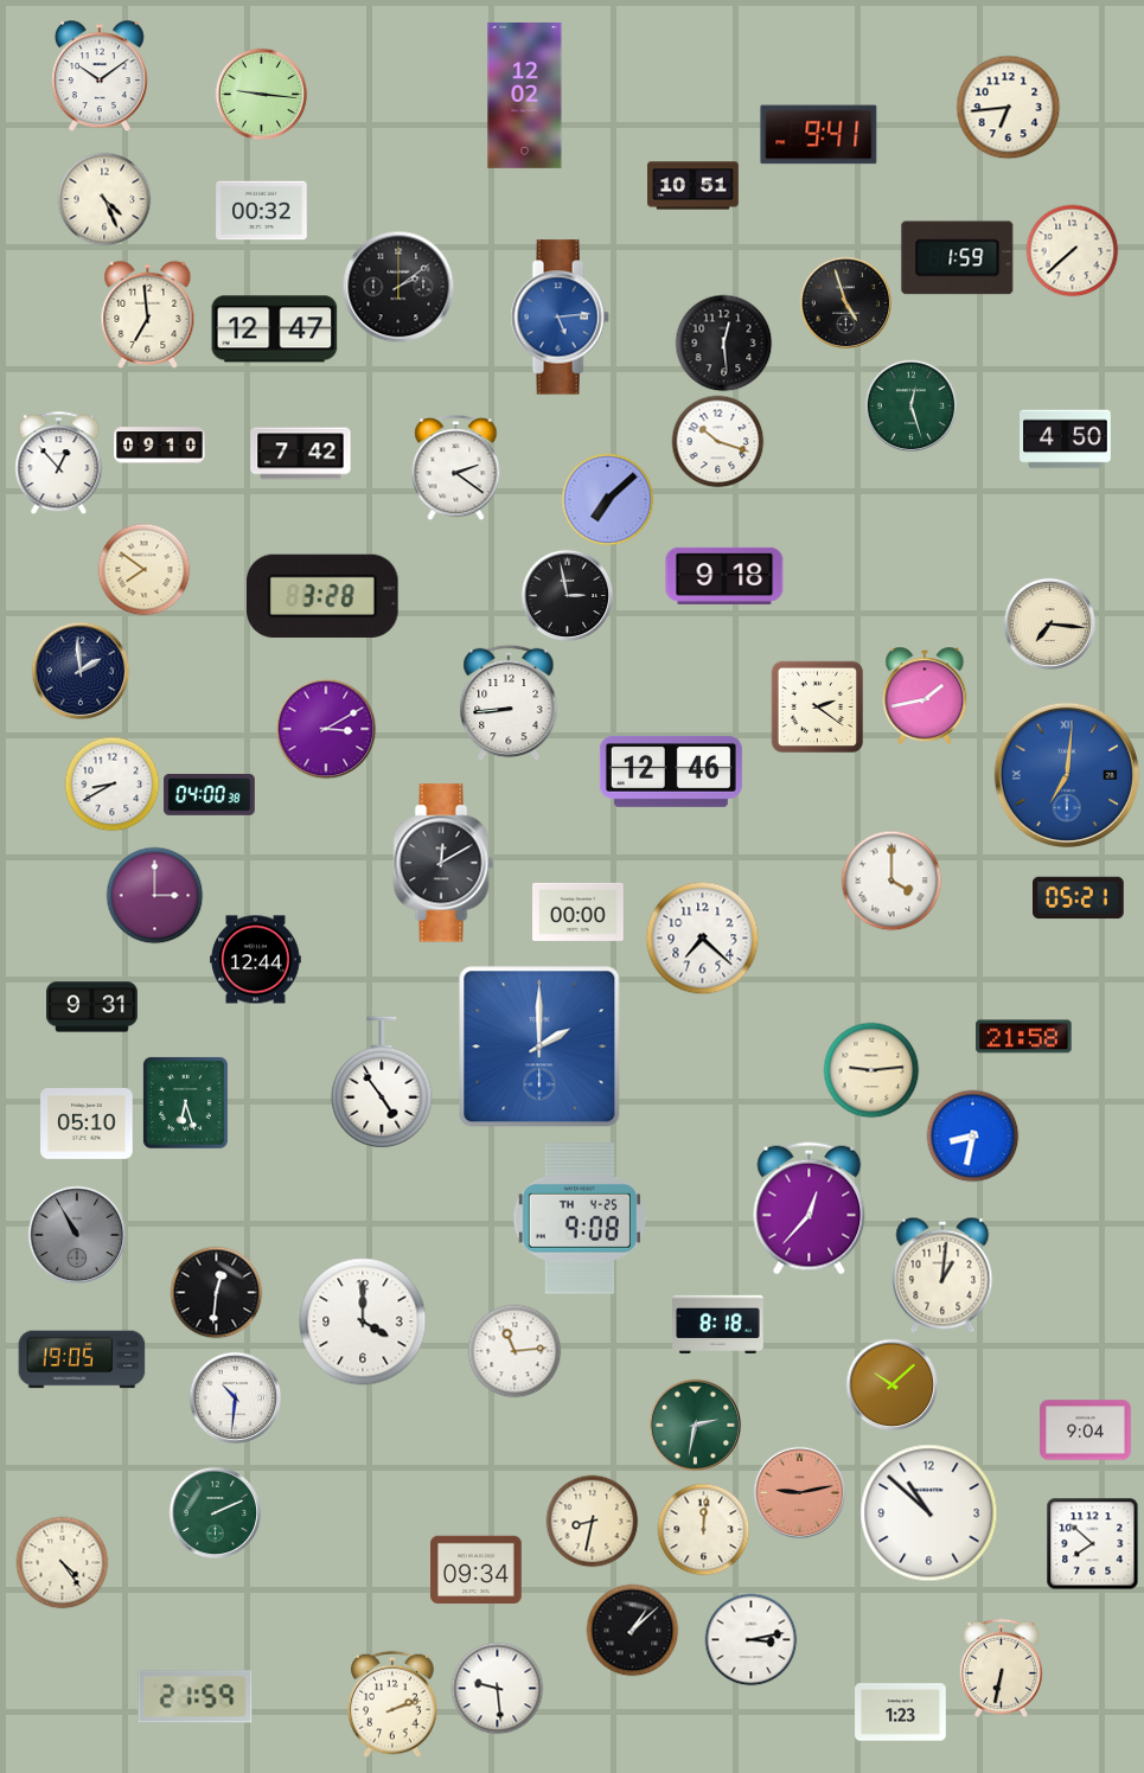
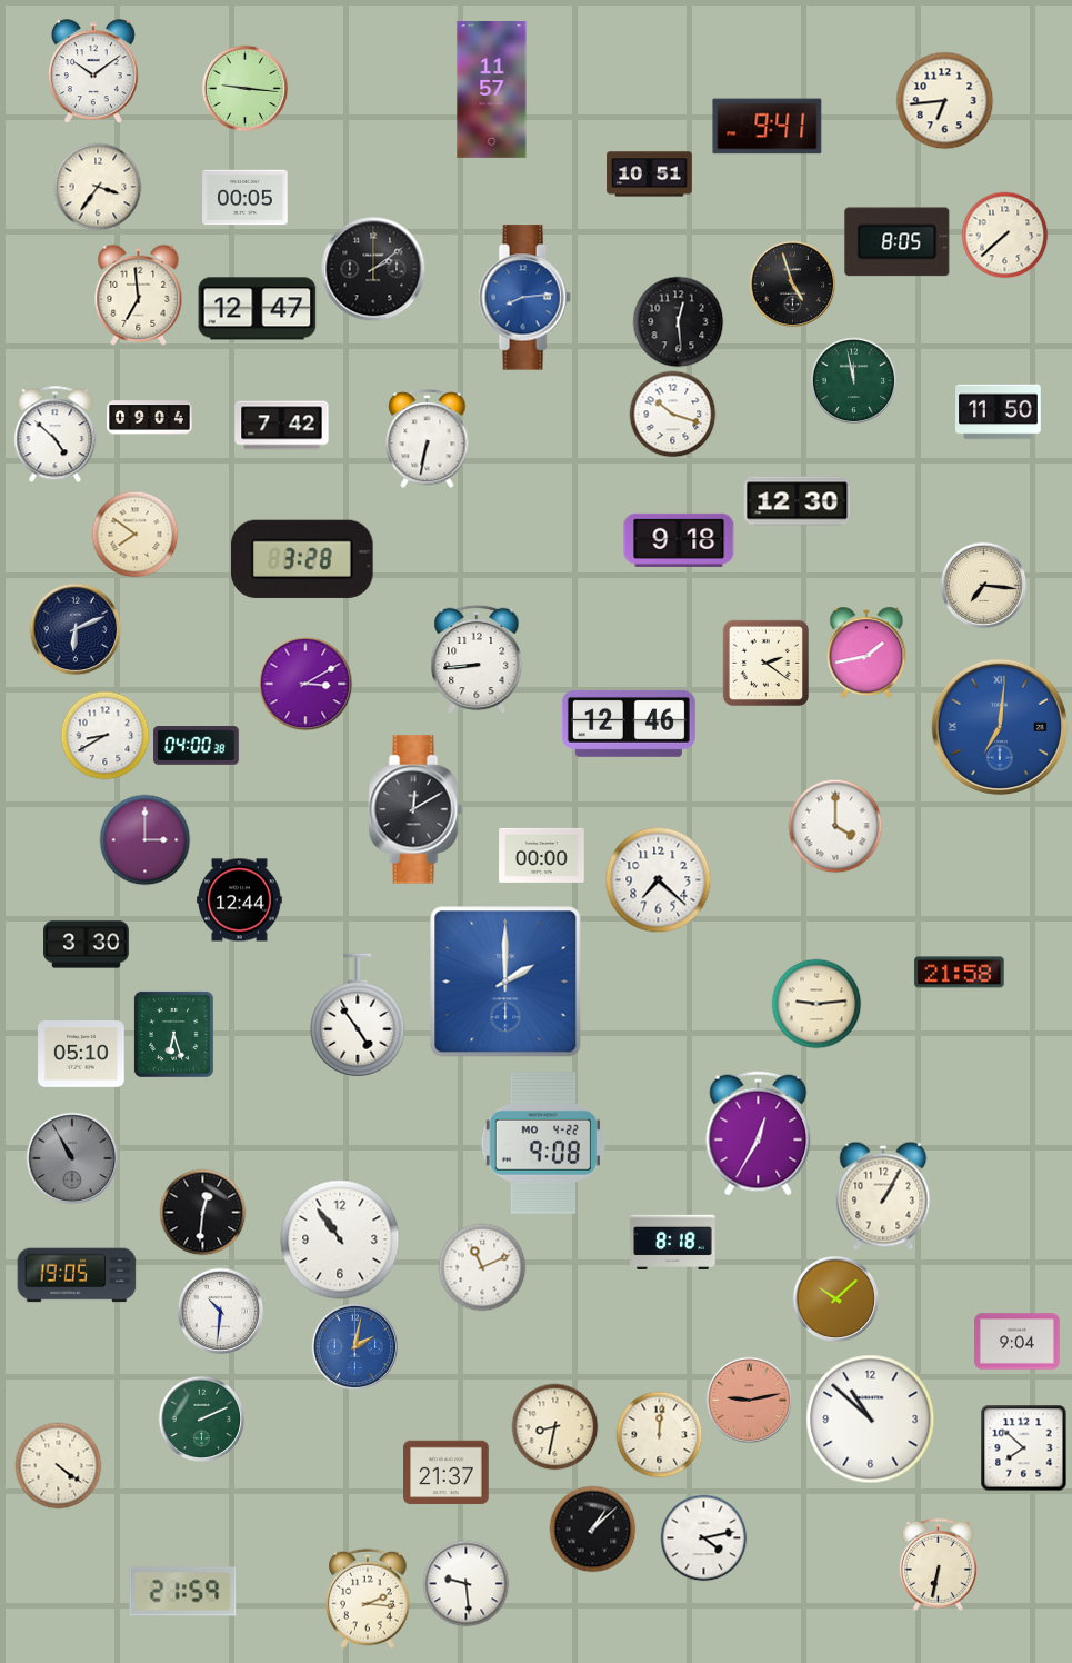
clock at (525, 96): 12:02 -> 11:57
clock at (104, 199): 4:26 -> 3:36
clock at (262, 211): 00:32 -> 00:05
clock at (958, 258): 1:59 -> 8:05
clock at (560, 318): 5:14 -> 8:14
clock at (910, 405): 12:27 -> 11:58
clock at (1066, 440): 4:50 -> 11:50
clock at (160, 446): 09:10 -> 09:04
clock at (59, 462): 12:53 -> 4:52
clock at (456, 468): 2:21 -> 6:32
clock at (607, 499): 7:08 -> none
clock at (798, 501): none -> 12:30
clock at (567, 595): 2:58 -> none
clock at (81, 671): 1:59 -> 6:11
clock at (1079, 898): 05:21 -> none
clock at (92, 1007): 9:31 -> 3:30
clock at (972, 1135): 8:32 -> none
clock at (810, 1209): 12:37 -> 12:35
clock at (580, 1218) date: TH 4-25 -> MO 4-22
clock at (942, 1275): 1:01 -> 1:05
clock at (363, 1321): 4:00 -> 10:54
clock at (515, 1351): 11:14 -> 11:11
clock at (695, 1425): 2:32 -> none
clock at (354, 1346): none -> 2:02
clock at (62, 1562): 4:24 -> 4:21
clock at (477, 1570): 09:34 -> 21:37
clock at (750, 1639): 3:13 -> 4:13
clock at (394, 1704): 2:12 -> 2:16
clock at (901, 1713): 1:23 -> none
